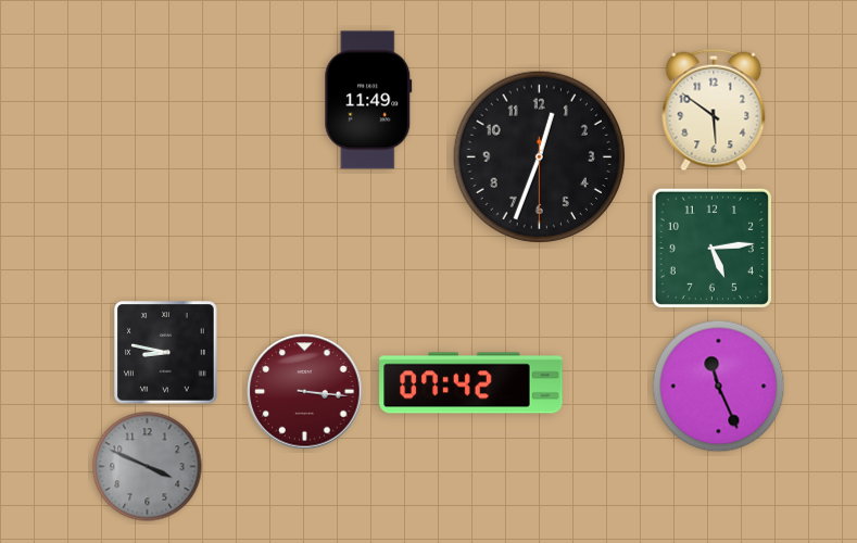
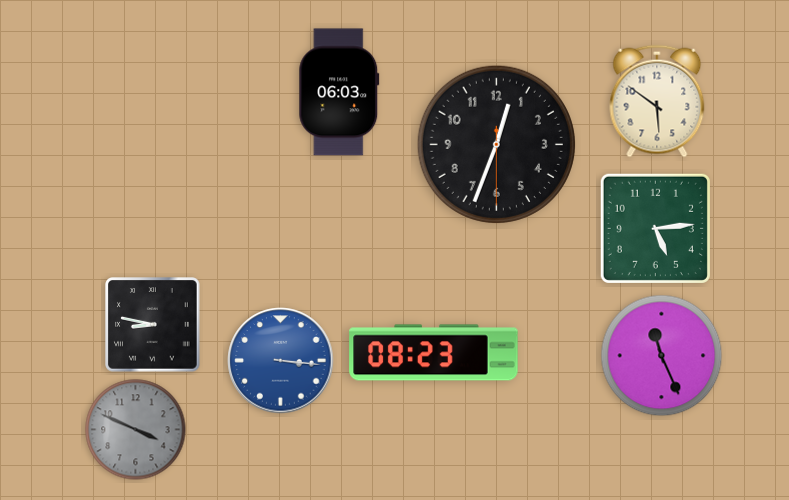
clock at (368, 100): 11:49 -> 06:03
clock at (471, 383): 07:42 -> 08:23
clock at (305, 392) dial: burgundy -> blue
